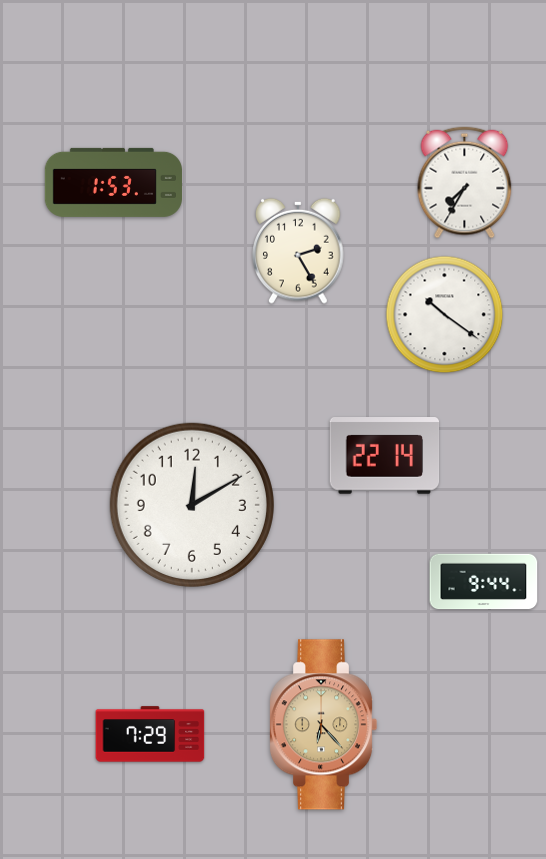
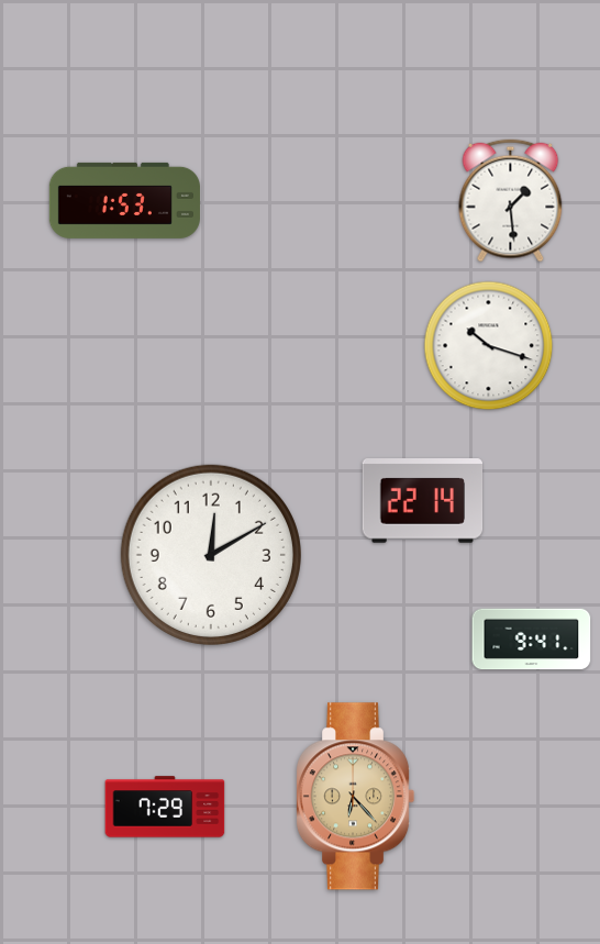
clock at (465, 183): 7:35 -> 1:29
clock at (298, 251): 2:25 -> none
clock at (445, 315): 10:21 -> 10:18
clock at (484, 582): 9:44 -> 9:41
